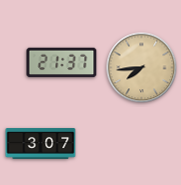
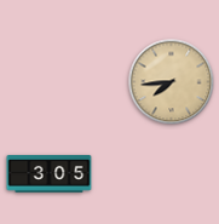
clock at (62, 63): 21:37 -> none
clock at (41, 144): 3:07 -> 3:05
